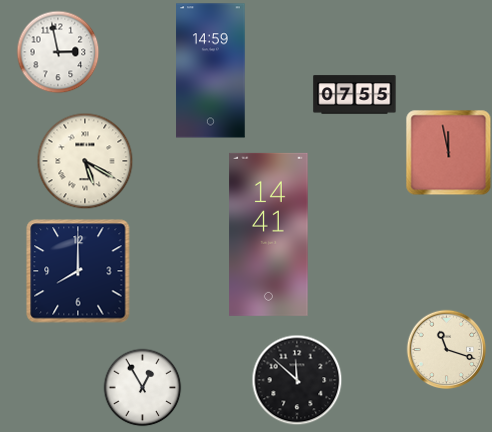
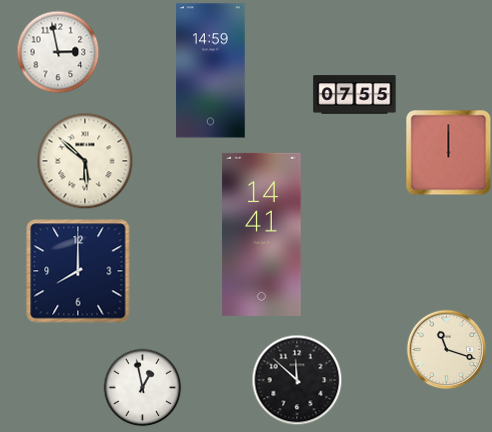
clock at (448, 152): 11:58 -> 12:00
clock at (85, 161): 5:20 -> 5:52
clock at (269, 234) position: (269, 234) -> (262, 234)
clock at (142, 387): 12:55 -> 12:58
